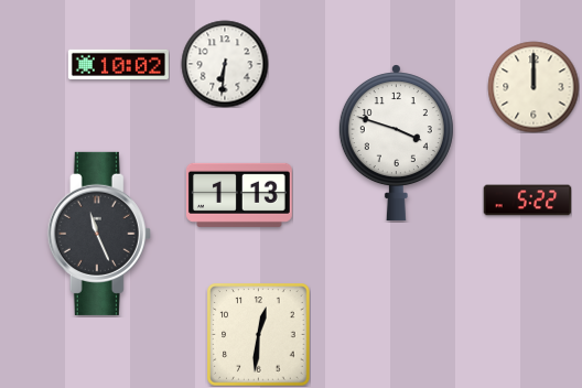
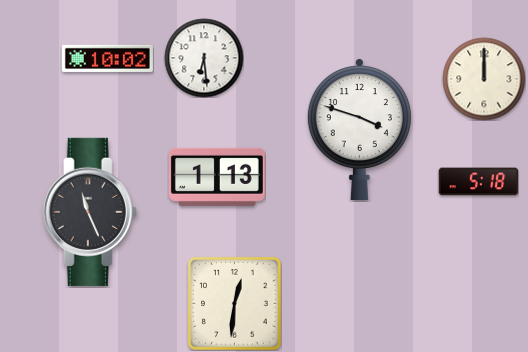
clock at (225, 64): 6:31 -> 6:29
clock at (527, 201): 5:22 -> 5:18
